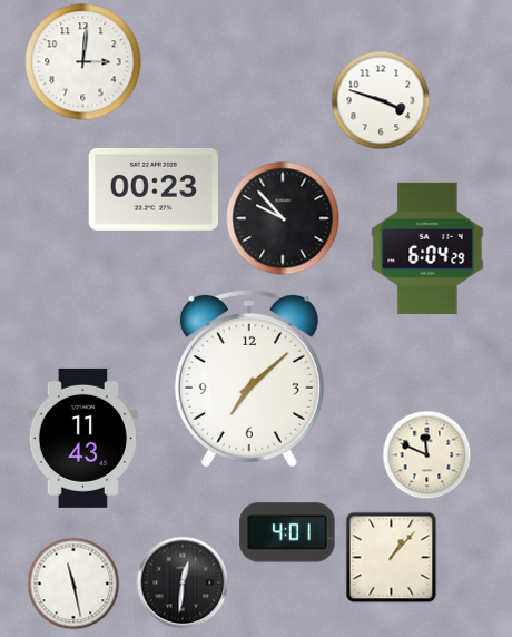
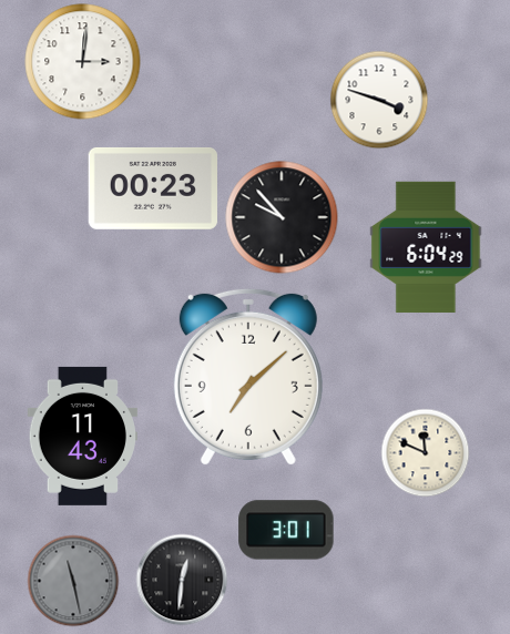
clock at (287, 532): 4:01 -> 3:01
clock at (391, 557): 1:07 -> none
clock at (73, 584) dial: white -> grey
